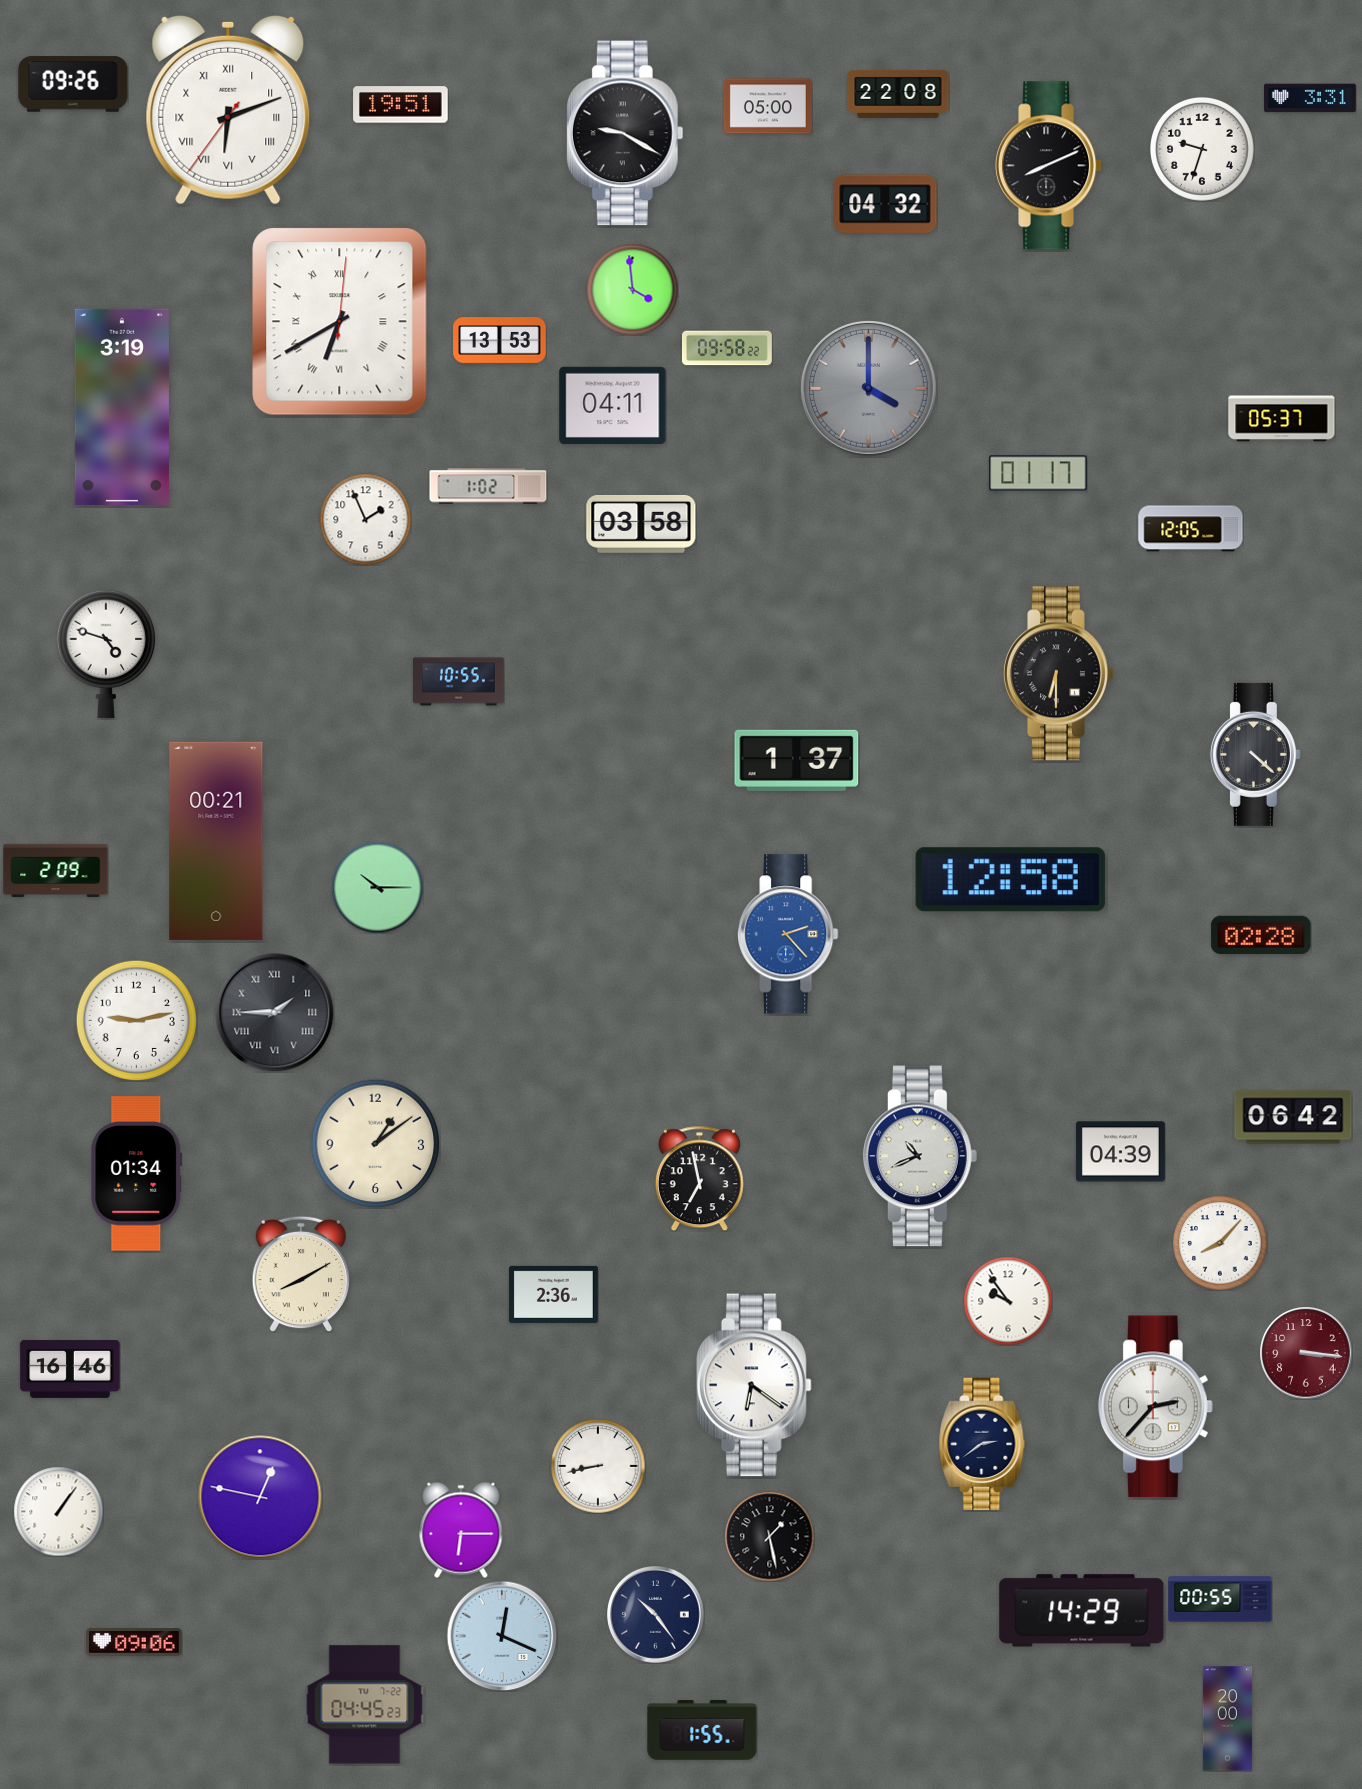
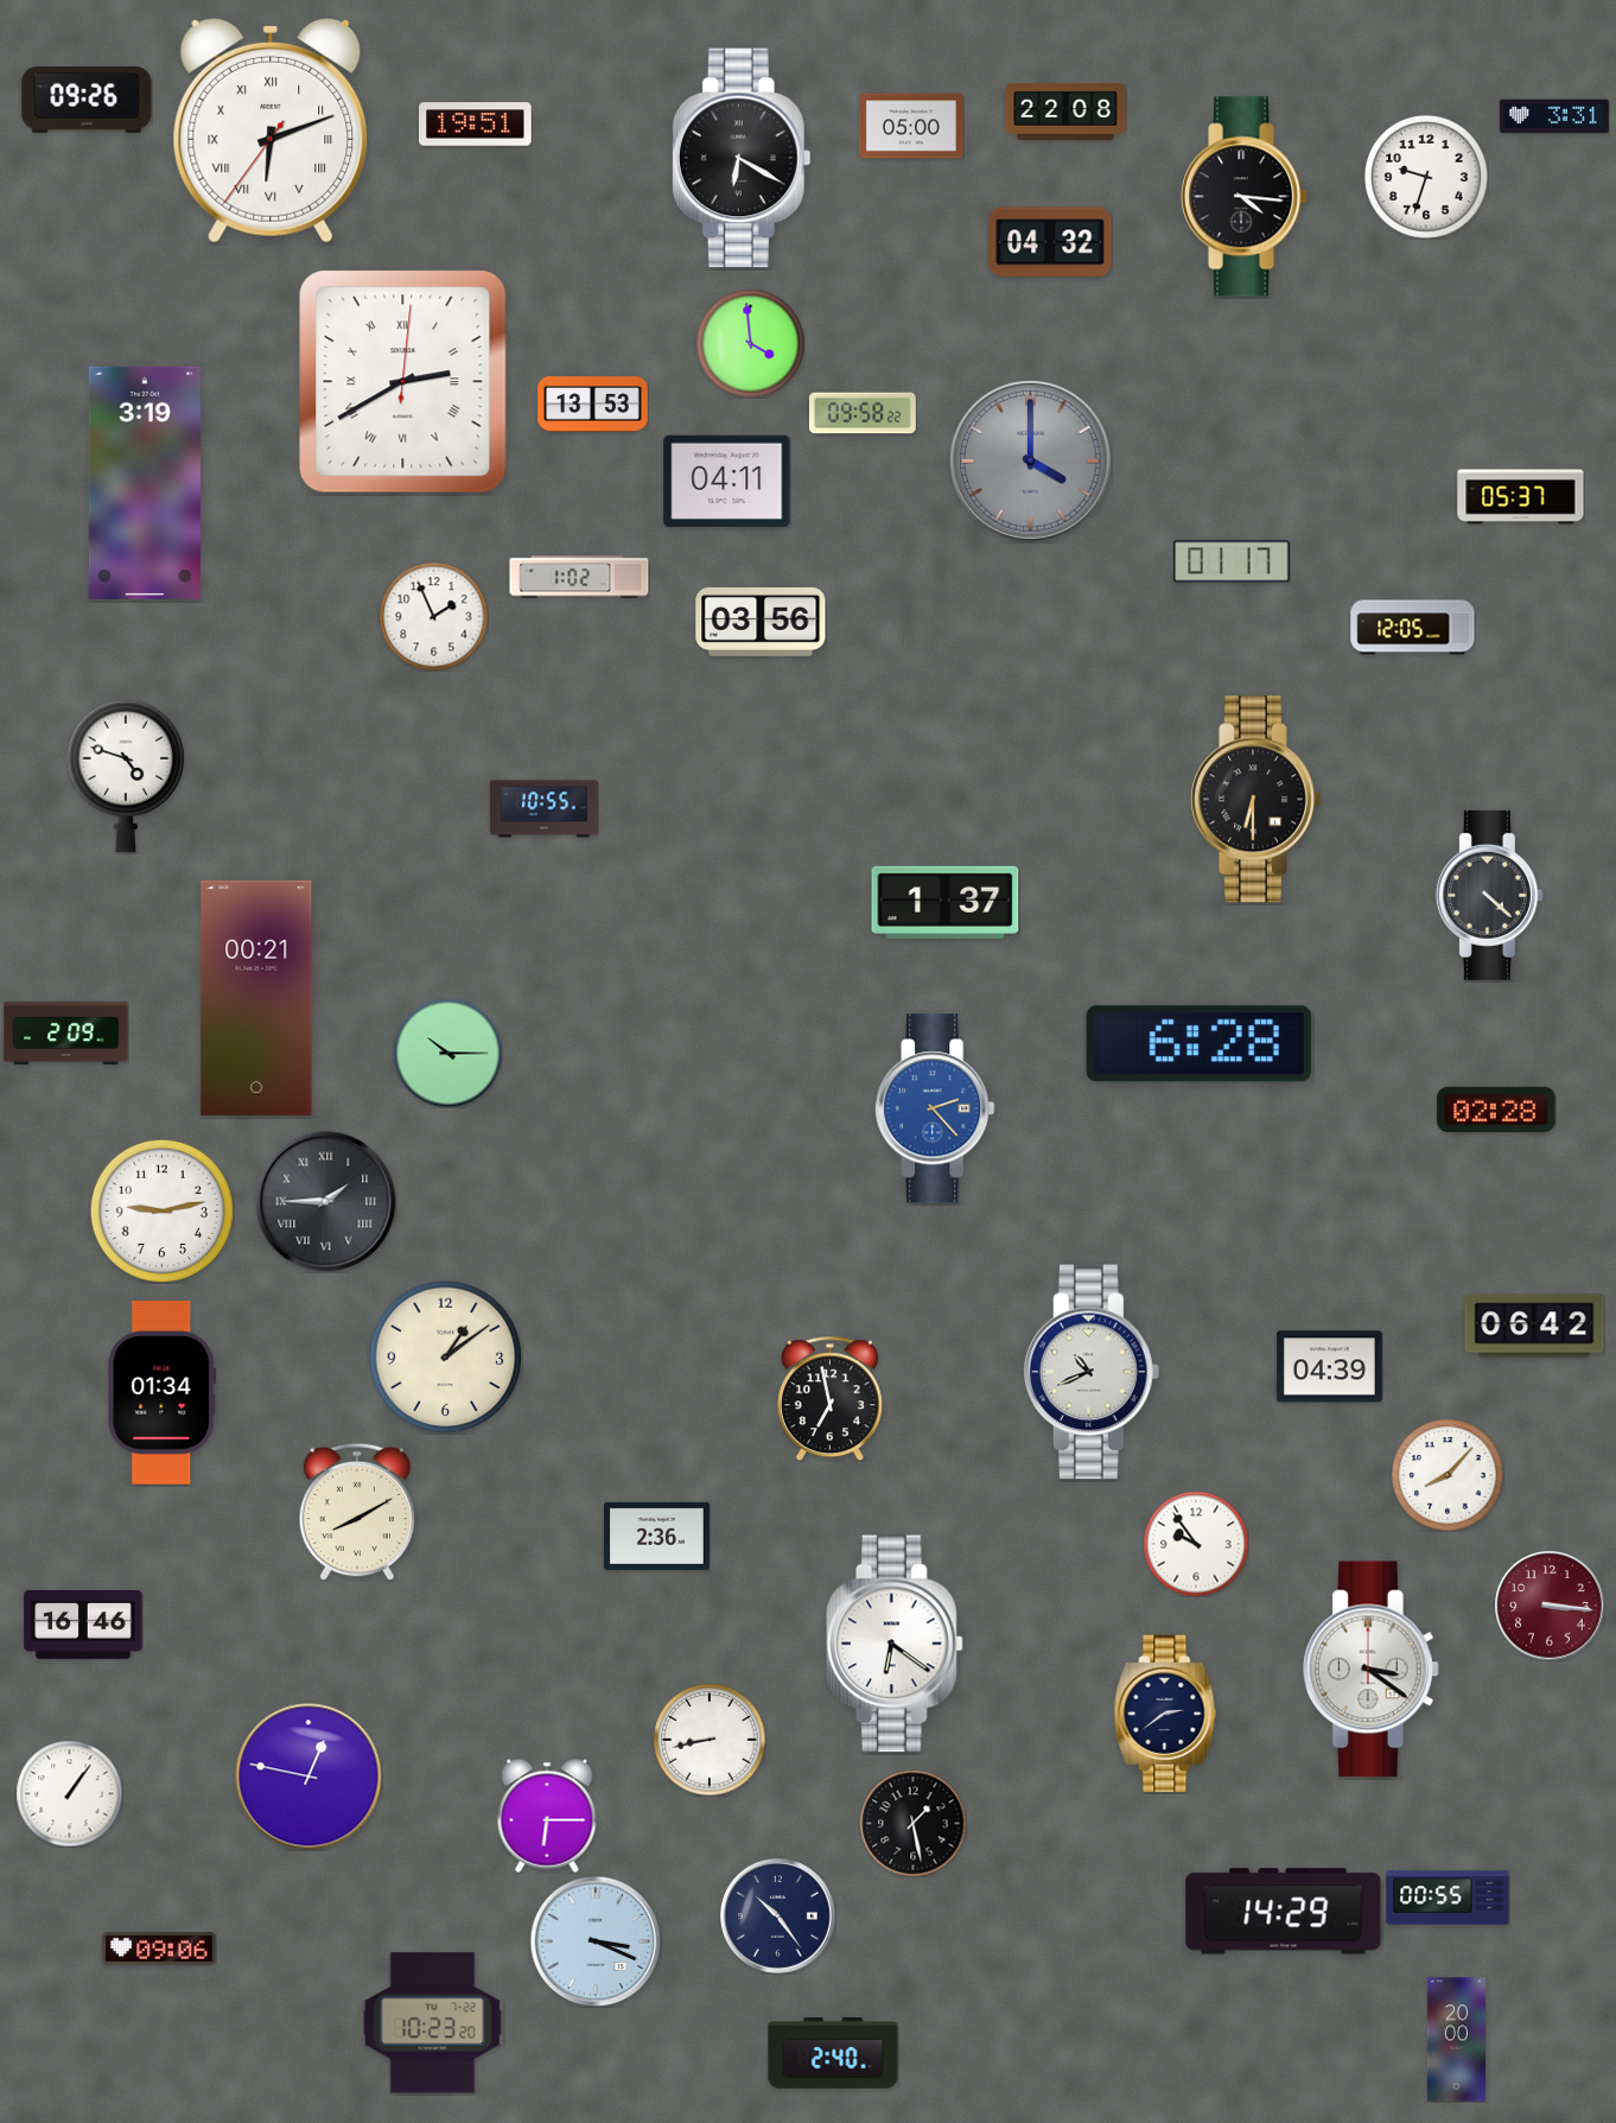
clock at (625, 133): 9:20 -> 6:20
clock at (1050, 166): 8:11 -> 4:16
clock at (340, 322): 6:40 -> 2:40
clock at (641, 524): 03:58 -> 03:56
clock at (1010, 880): 12:58 -> 6:28
clock at (1155, 1407): 2:37 -> 3:21
clock at (502, 1636): 12:19 -> 3:19
clock at (365, 1705): 04:45 -> 10:23
clock at (702, 1731): 1:55 -> 2:40
